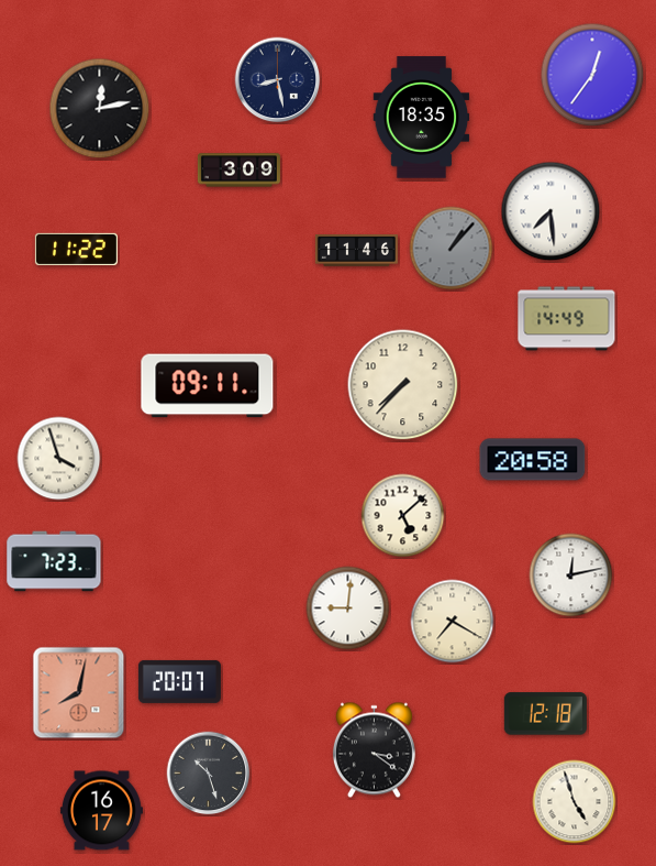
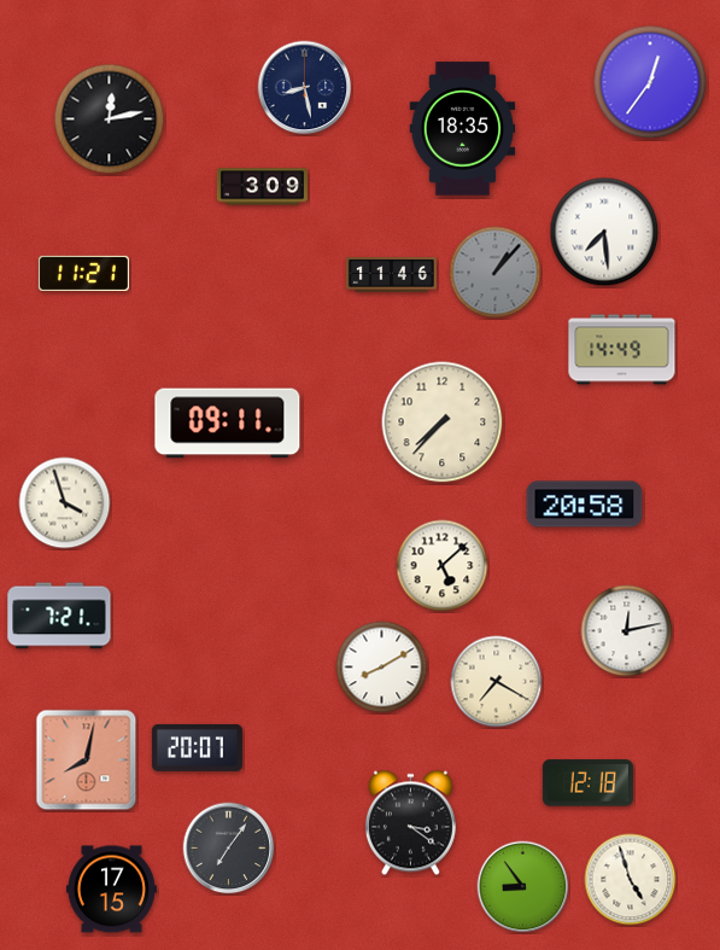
clock at (76, 249): 11:22 -> 11:21
clock at (54, 561): 7:23 -> 7:21
clock at (348, 609): 9:01 -> 8:10
clock at (545, 714) position: (545, 714) -> (587, 783)
clock at (209, 774): 10:27 -> 7:06
clock at (523, 887): none -> 8:54
clock at (101, 811): 16:17 -> 17:15
